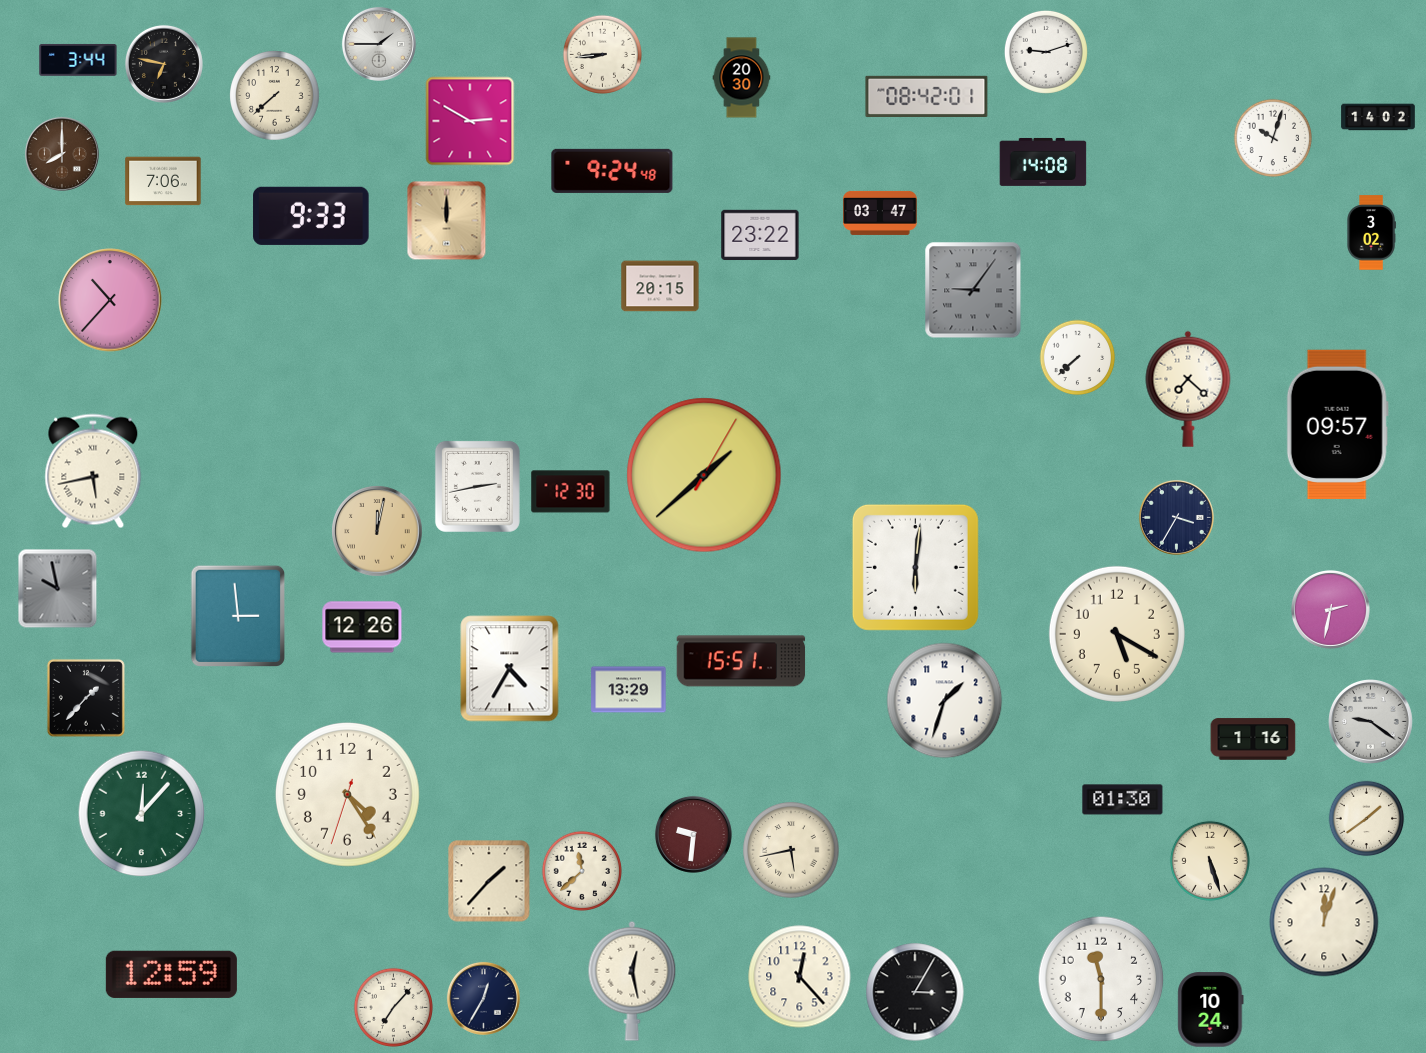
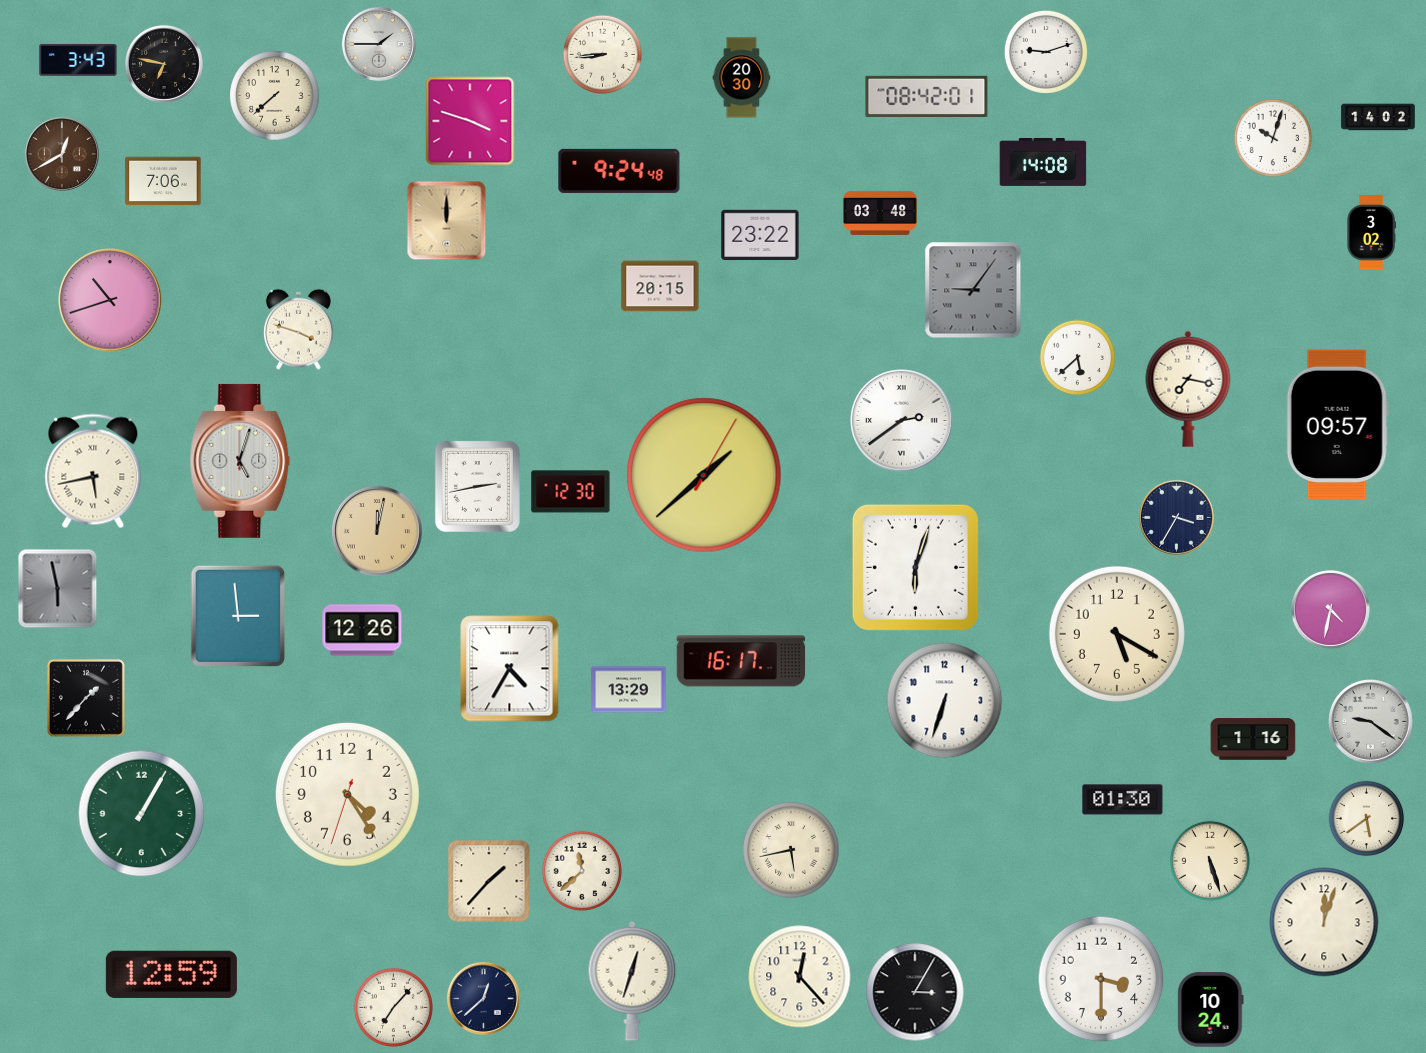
clock at (78, 60): 3:44 -> 3:43
clock at (470, 121): 2:50 -> 3:48
clock at (62, 154): 8:00 -> 12:40
clock at (612, 171) position: (612, 171) -> (619, 171)
clock at (880, 213): 03:47 -> 03:48
clock at (311, 216): 9:33 -> none
clock at (110, 300): 10:37 -> 10:42
clock at (298, 329): none -> 3:48
clock at (1078, 358): 7:38 -> 5:38
clock at (1188, 389): 7:22 -> 7:17
clock at (902, 421): none -> 2:39
clock at (240, 461): none -> 5:03
clock at (915, 567): 6:01 -> 6:03
clock at (58, 589): 9:58 -> 5:58
clock at (1330, 609): 2:32 -> 4:32
clock at (362, 627) position: (362, 627) -> (362, 630)
clock at (741, 661): 15:51 -> 16:17
clock at (945, 701): 1:33 -> 6:33
clock at (142, 814): 12:07 -> 1:05
clock at (1367, 819): 1:39 -> 5:39
clock at (693, 834): 9:31 -> none
clock at (1101, 979): 11:30 -> 3:30
clock at (632, 981): 12:28 -> 12:33
clock at (483, 998): 12:35 -> 12:38
